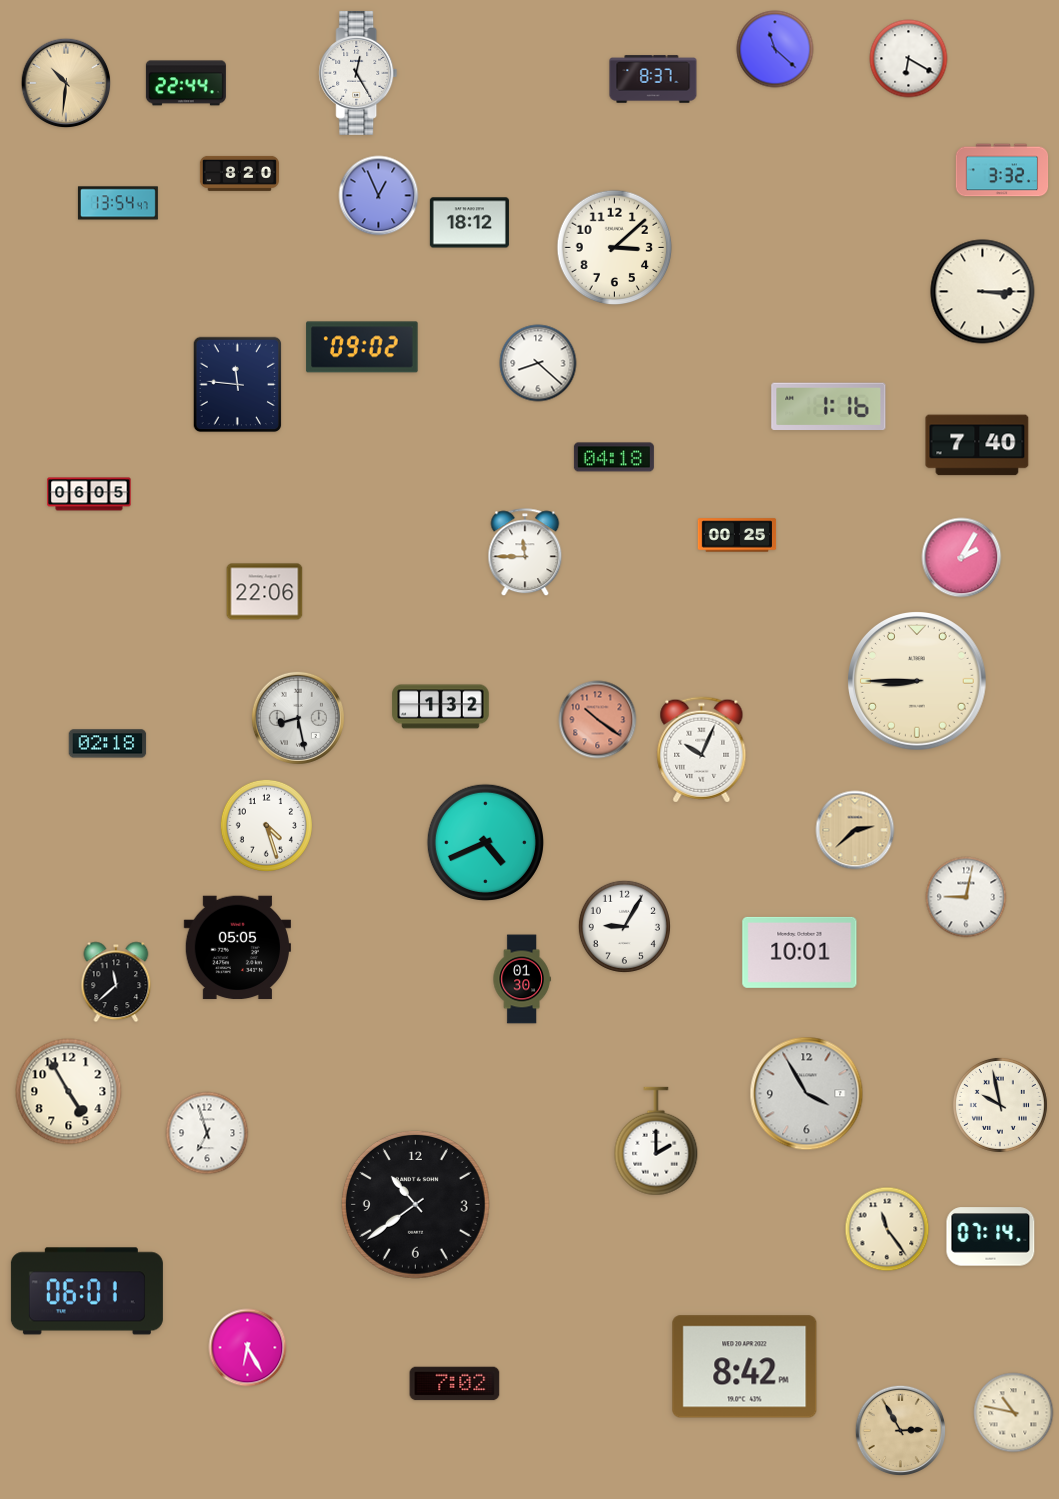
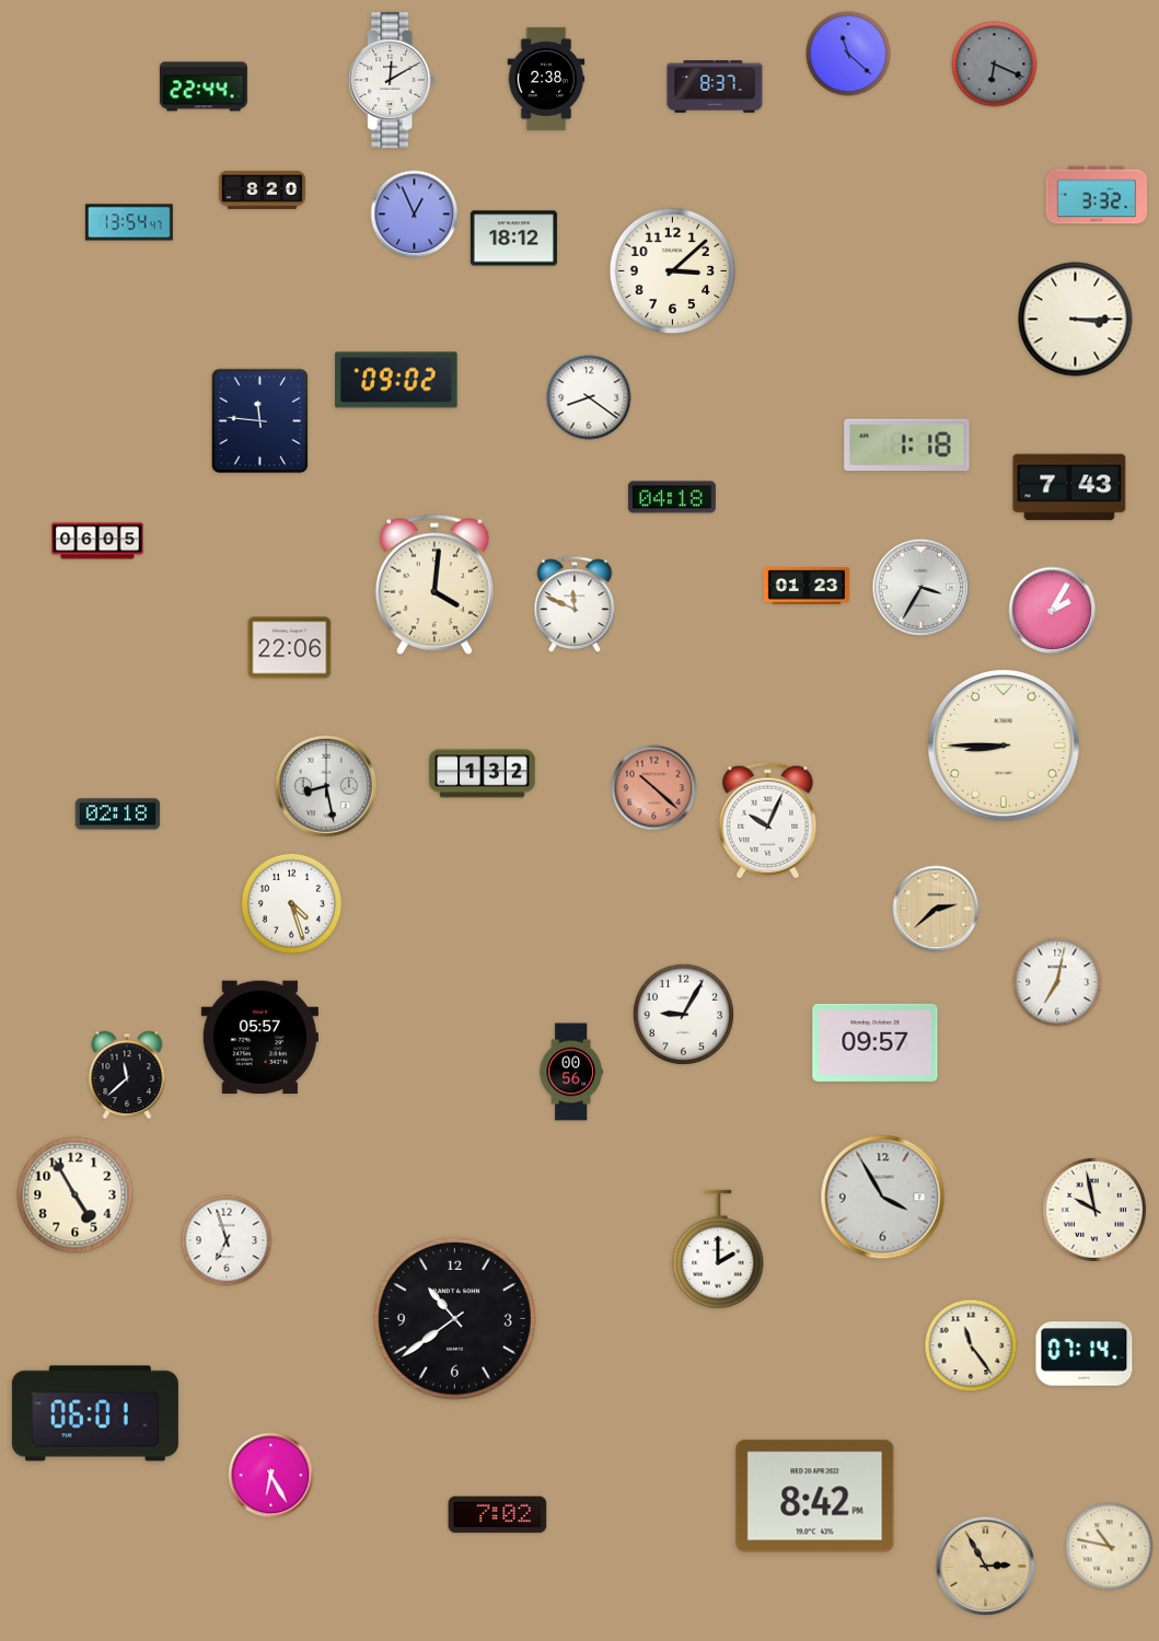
clock at (909, 59): 6:20 -> 6:19
clock at (909, 59) dial: white -> grey
clock at (546, 79): none -> 2:38
clock at (358, 73): 12:25 -> 12:10
clock at (66, 83): 10:31 -> none
clock at (186, 83) position: (186, 83) -> (204, 86)
clock at (1002, 170) position: (1002, 170) -> (1097, 195)
clock at (469, 223) position: (469, 223) -> (513, 239)
clock at (538, 363): 8:22 -> 8:21
clock at (829, 407): 1:16 -> 1:18
clock at (977, 445): 7:40 -> 7:43
clock at (614, 457) position: (614, 457) -> (672, 497)
clock at (434, 585): none -> 4:01
clock at (737, 535): 00:25 -> 01:23
clock at (922, 588): none -> 3:35
clock at (525, 553): 11:45 -> 11:49
clock at (598, 720): 10:21 -> 10:22
clock at (485, 842): 4:41 -> none
clock at (966, 897): 9:02 -> 7:02
clock at (237, 948): 05:05 -> 05:57
clock at (800, 952): 10:01 -> 09:57
clock at (522, 979): 01:30 -> 00:56
